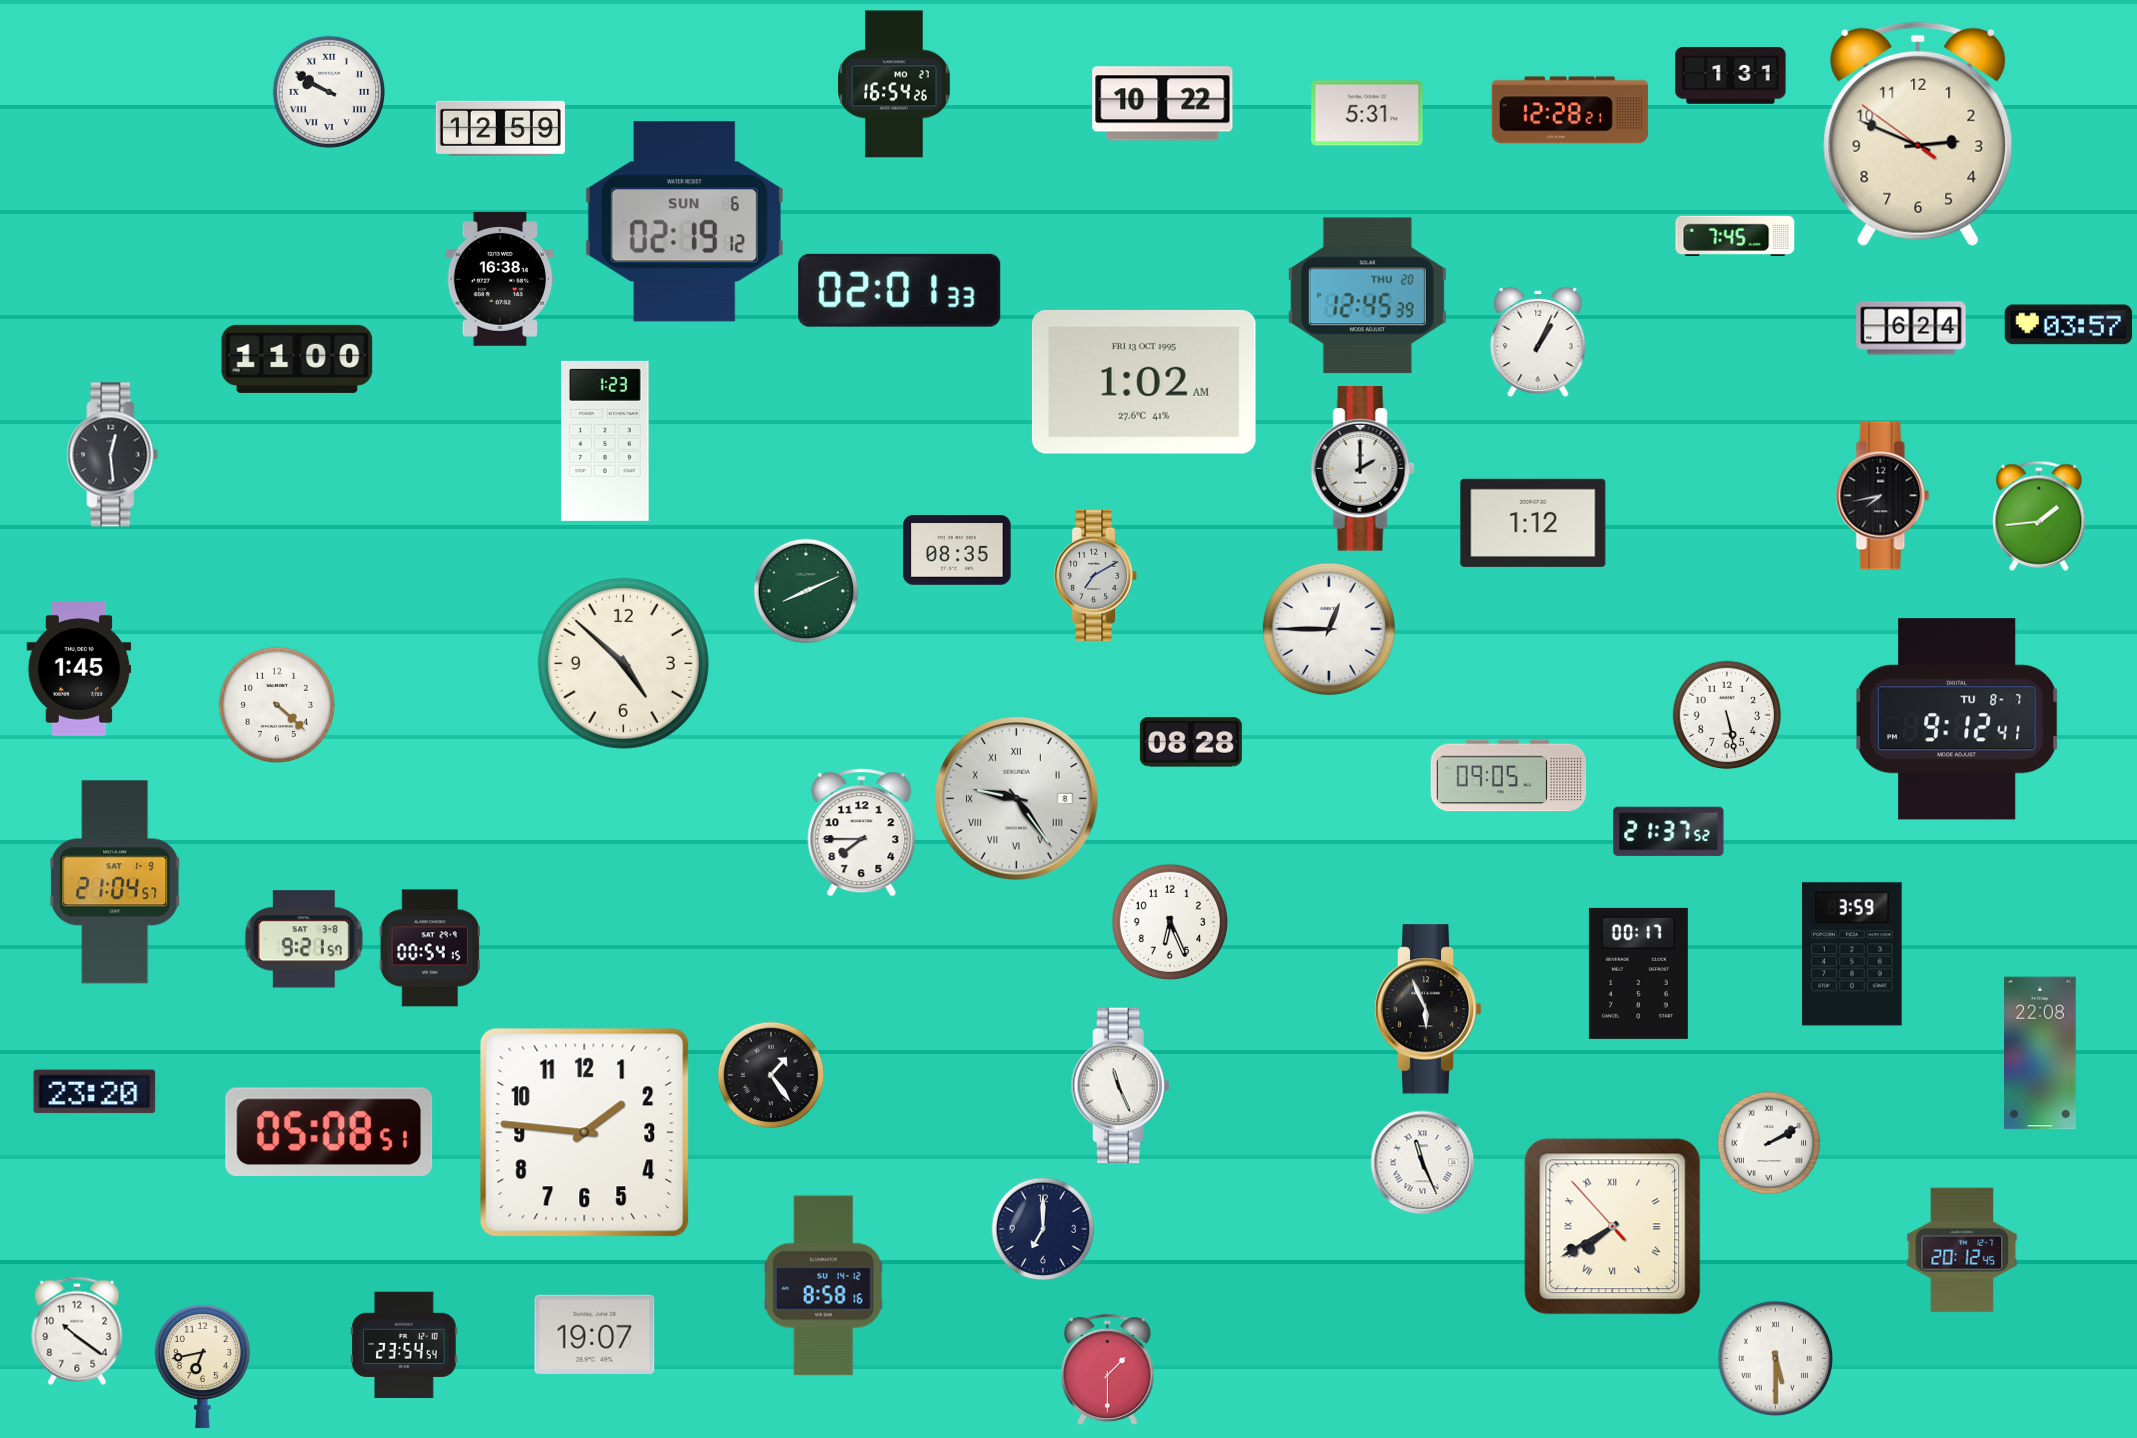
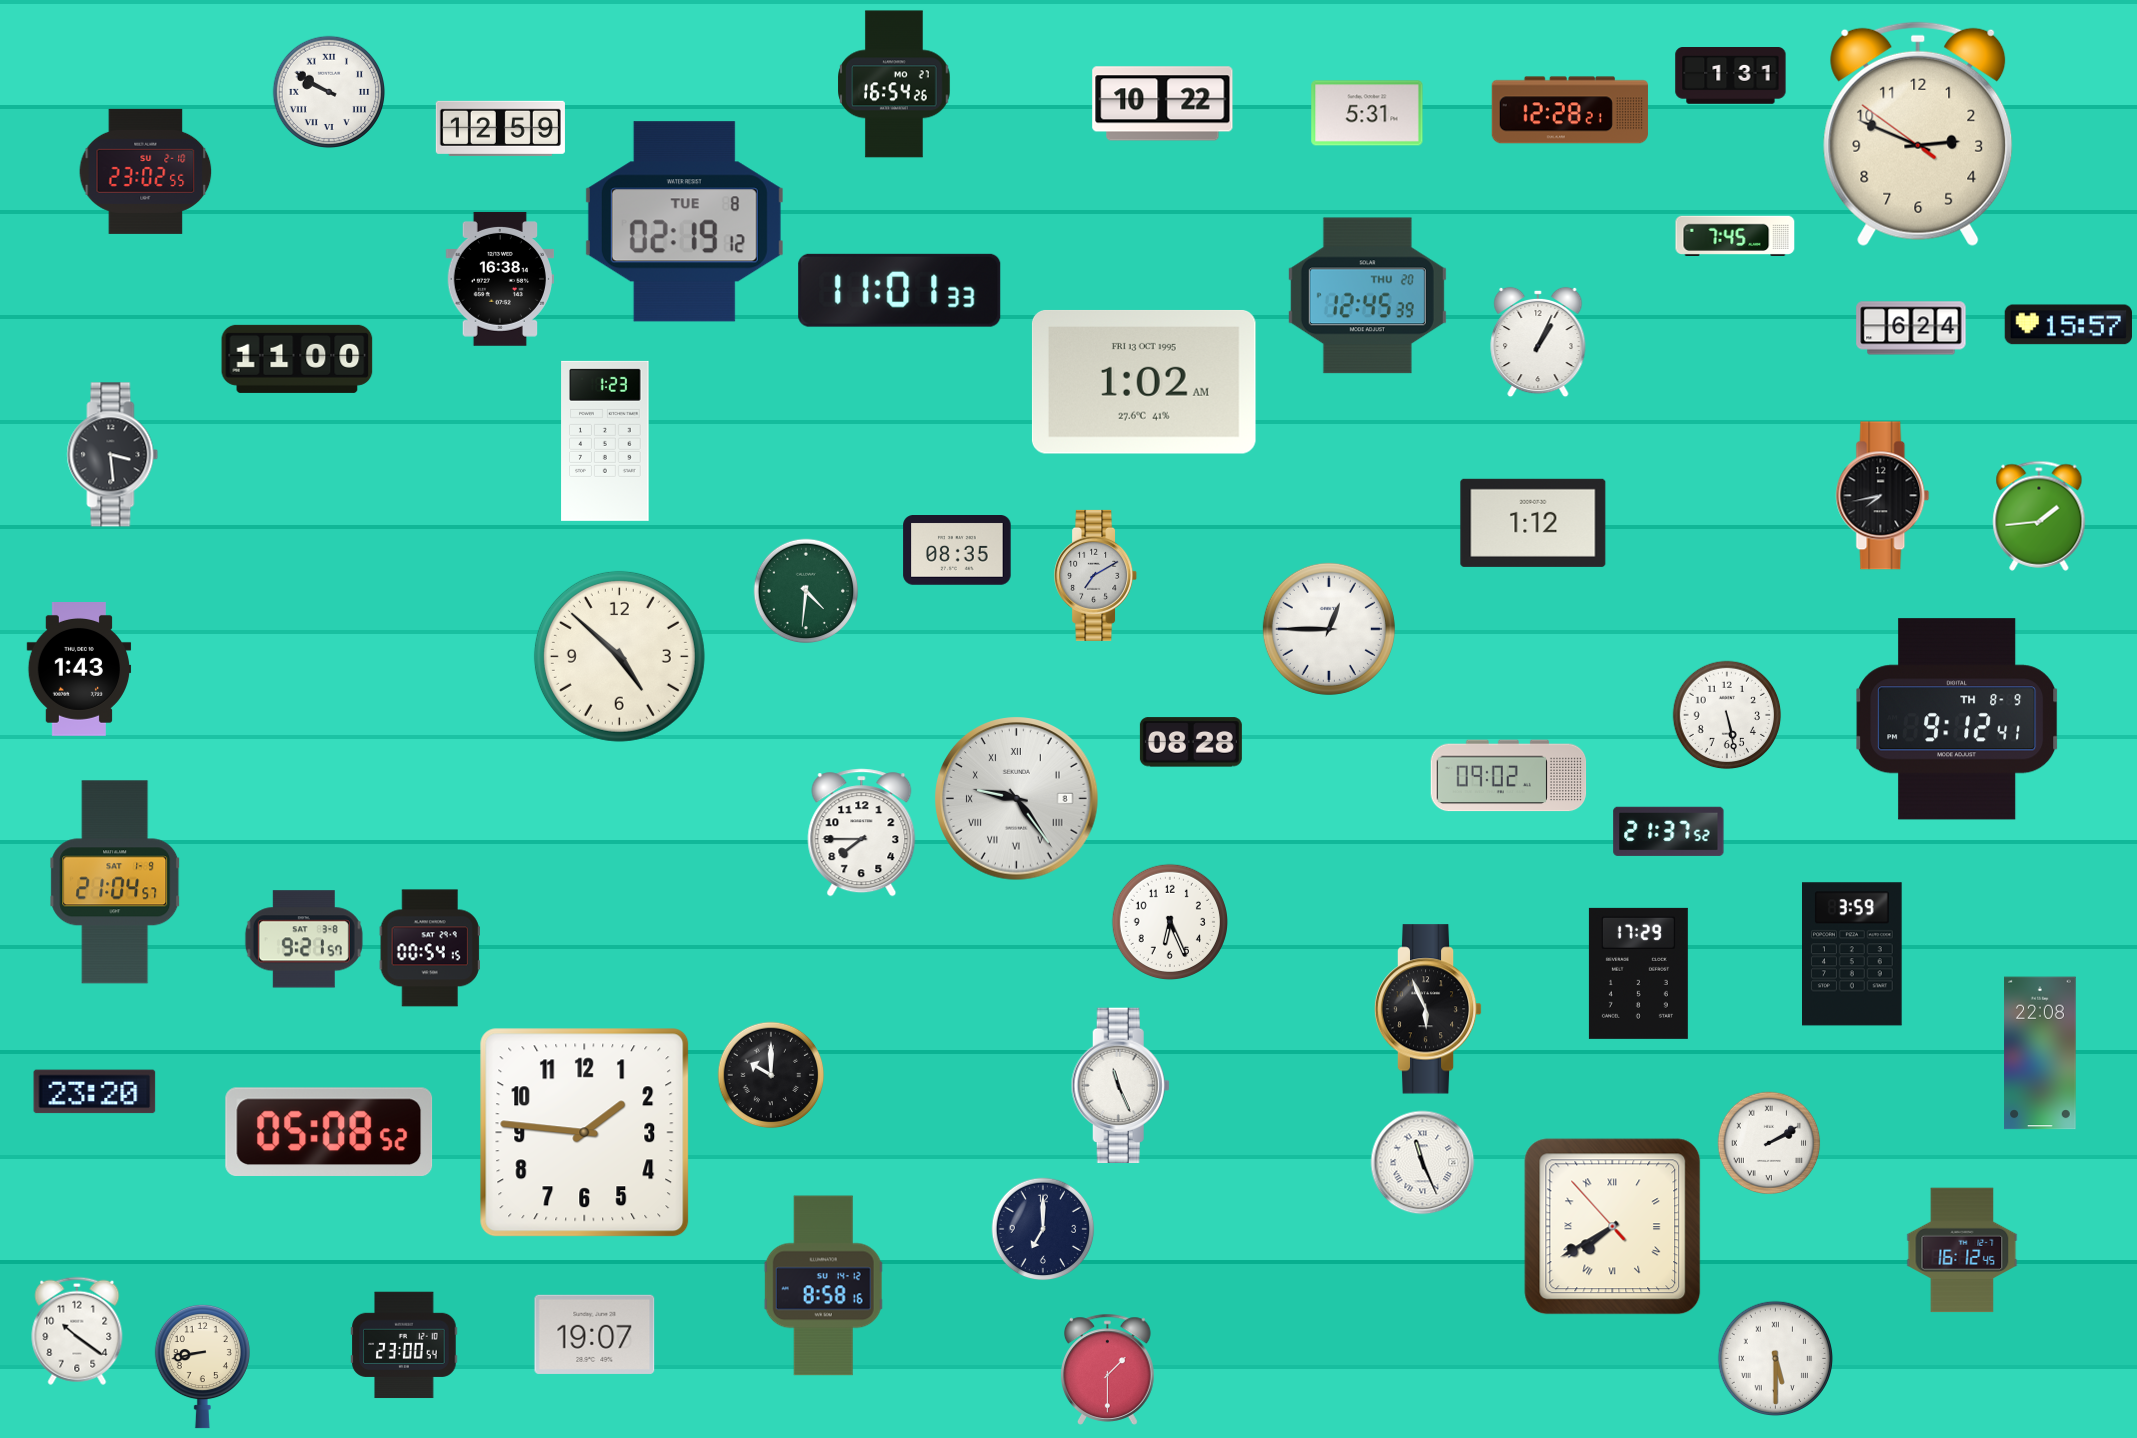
clock at (146, 171): none -> 23:02
clock at (684, 222) date: SUN 6 -> TUE 8
clock at (900, 290): 02:01 -> 11:01
clock at (2068, 325): 03:57 -> 15:57
clock at (113, 455): 12:29 -> 3:29
clock at (1362, 469): 2:00 -> none
clock at (806, 591): 8:11 -> 4:31
clock at (623, 663) position: (623, 663) -> (619, 656)
clock at (79, 670): 1:45 -> 1:43
clock at (276, 704): 4:22 -> none
clock at (1958, 719) date: TU 8-7 -> TH 8-9
clock at (1509, 776): 09:05 -> 09:02
clock at (1638, 973): 00:17 -> 17:29
clock at (771, 1075): 1:24 -> 10:00
clock at (329, 1132): 05:08:51 -> 05:08:52
clock at (1962, 1250): 20:12 -> 16:12
clock at (404, 1345): 23:54 -> 23:00
clock at (202, 1366): 6:43 -> 8:43
